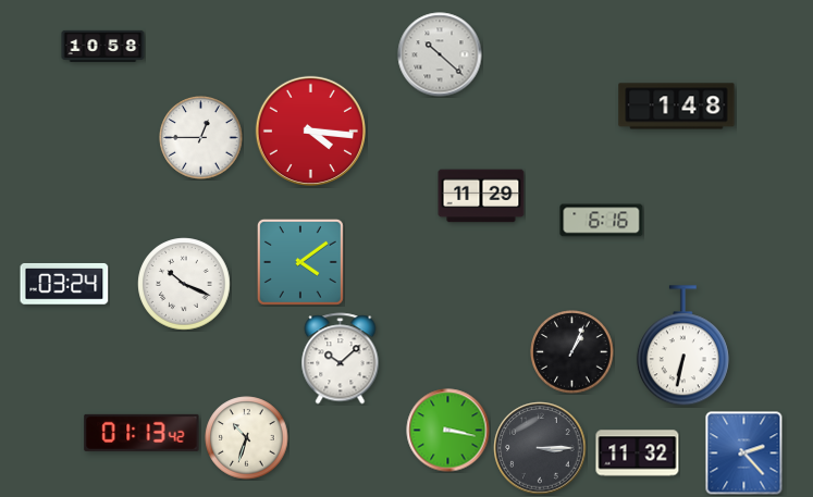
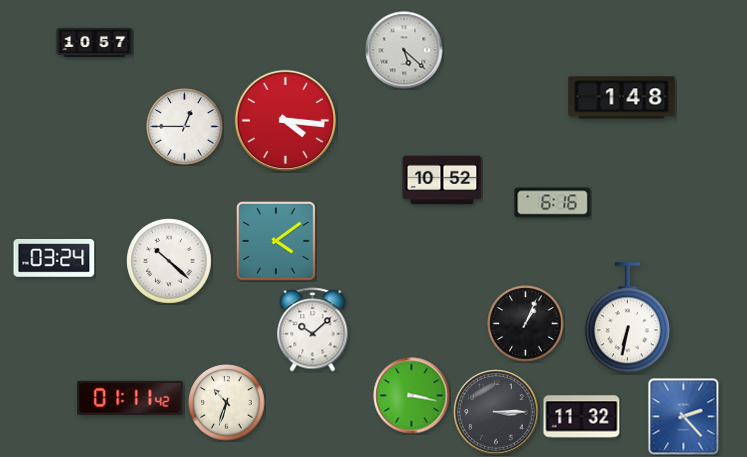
clock at (103, 46): 10:58 -> 10:57
clock at (440, 54): 10:22 -> 5:22
clock at (481, 196): 11:29 -> 10:52
clock at (64, 284) position: (64, 284) -> (54, 258)
clock at (184, 284): 10:19 -> 10:22
clock at (141, 433): 01:13 -> 01:11
clock at (638, 453) position: (638, 453) -> (582, 417)
